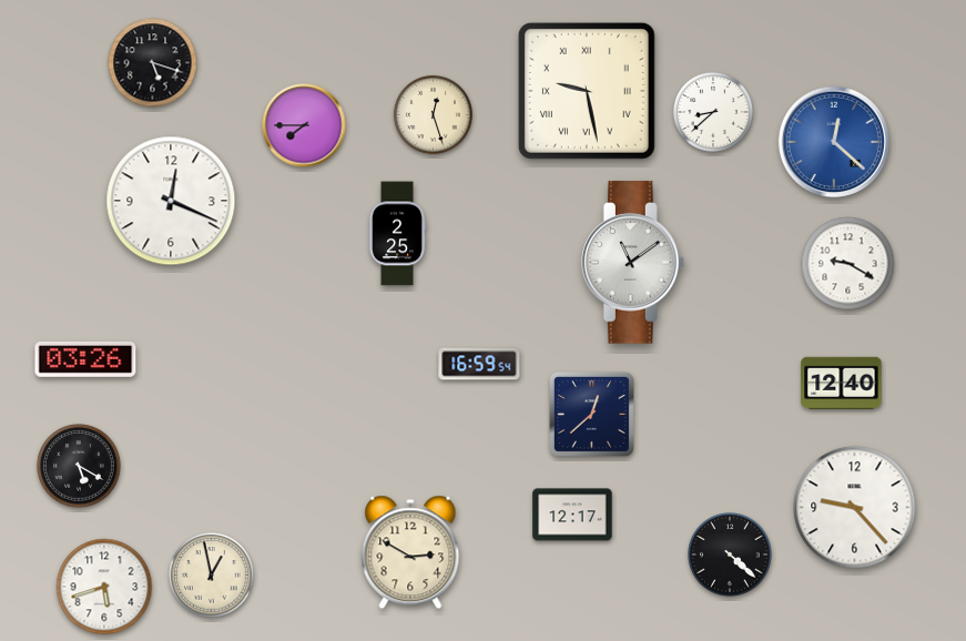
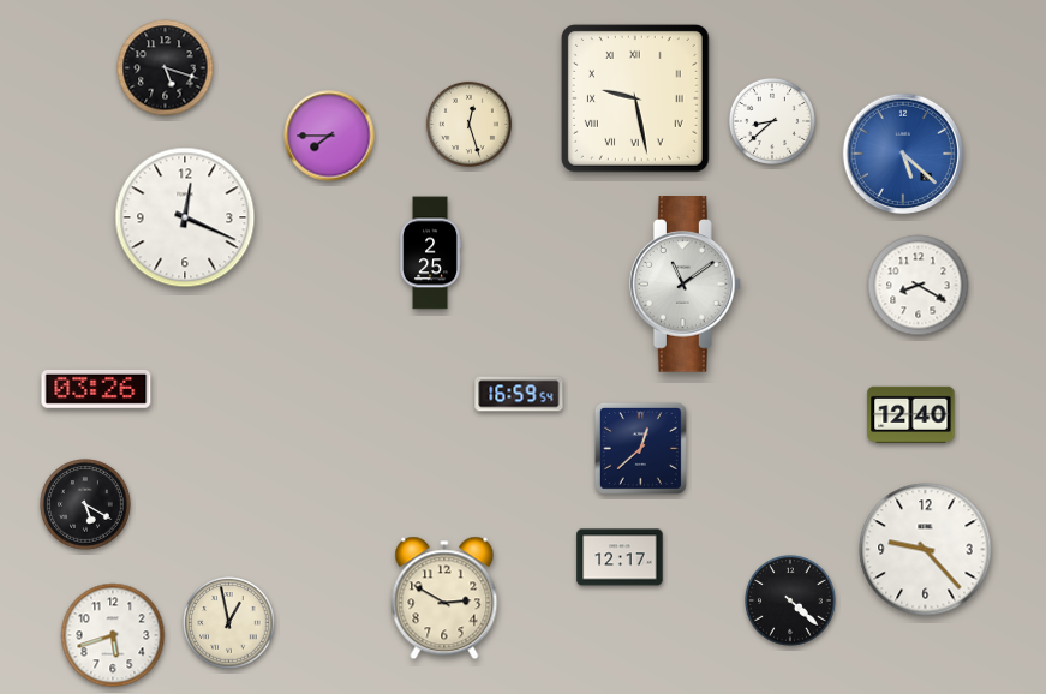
clock at (834, 142): 12:22 -> 5:22
clock at (848, 264): 9:20 -> 8:20
clock at (85, 359) position: (85, 359) -> (96, 389)
